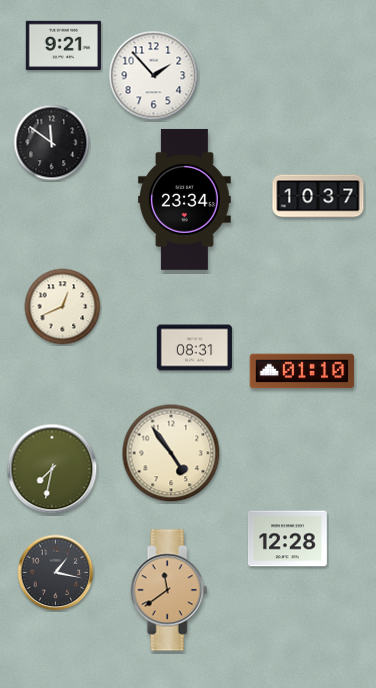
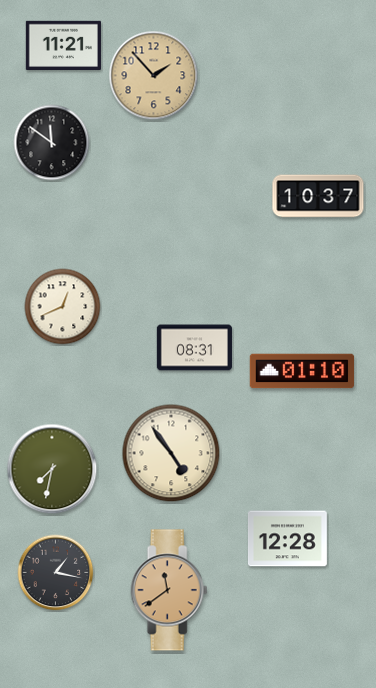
clock at (63, 45): 9:21 -> 11:21
clock at (154, 76) dial: white -> champagne
clock at (185, 199): 23:34 -> none
